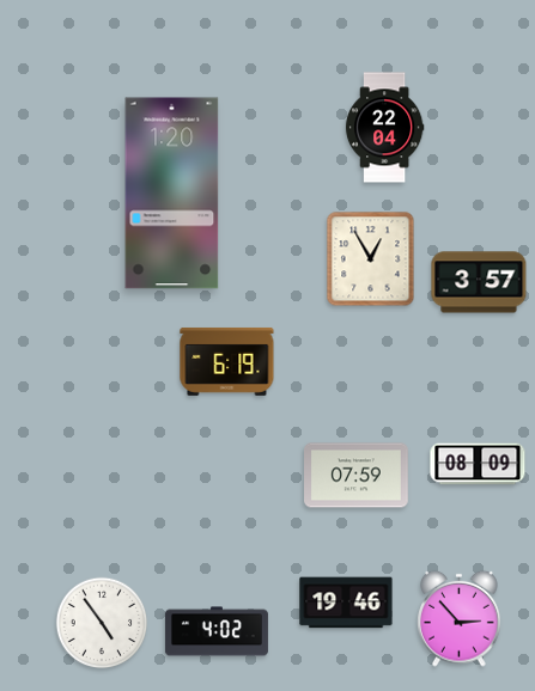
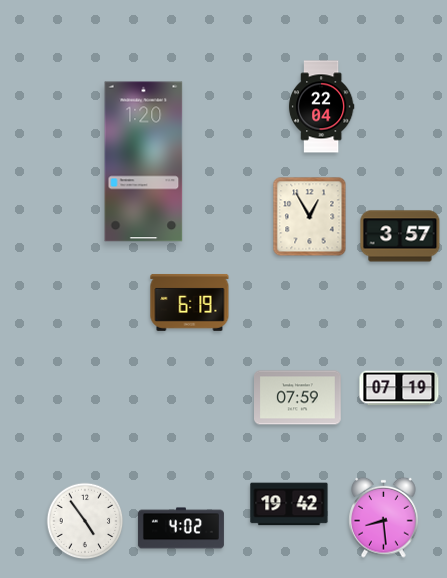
clock at (478, 464): 08:09 -> 07:19
clock at (346, 603): 19:46 -> 19:42
clock at (460, 618): 2:53 -> 8:29
